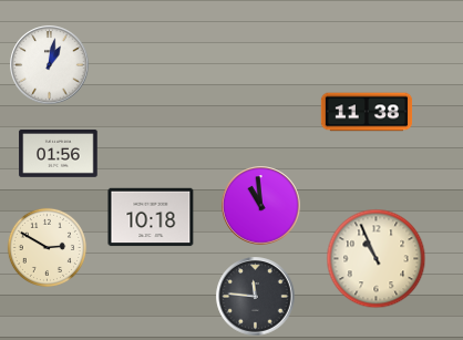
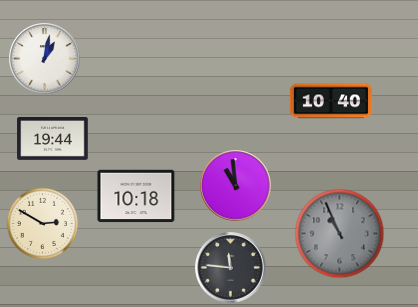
clock at (367, 112): 11:38 -> 10:40
clock at (59, 153): 01:56 -> 19:44
clock at (377, 259) dial: cream -> grey
